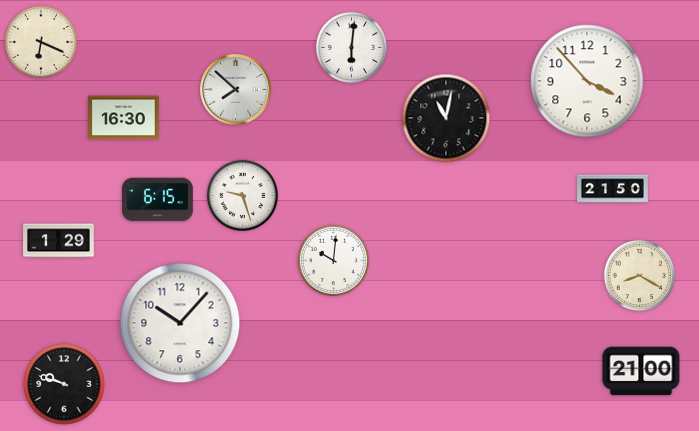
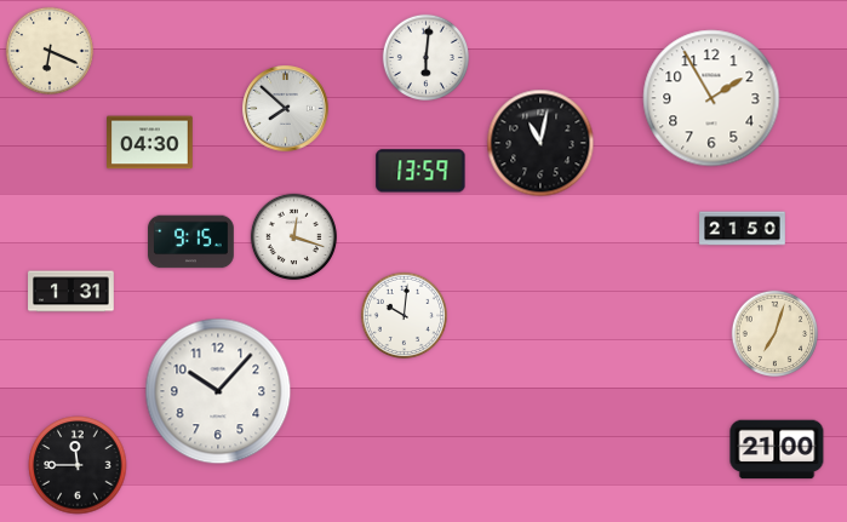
clock at (587, 81): 3:53 -> 1:55
clock at (124, 118): 16:30 -> 04:30
clock at (420, 171): none -> 13:59
clock at (242, 195): 9:27 -> 12:18
clock at (158, 200): 6:15 -> 9:15
clock at (59, 241): 1:29 -> 1:31
clock at (639, 275): 8:20 -> 7:03
clock at (64, 384): 9:48 -> 11:45
